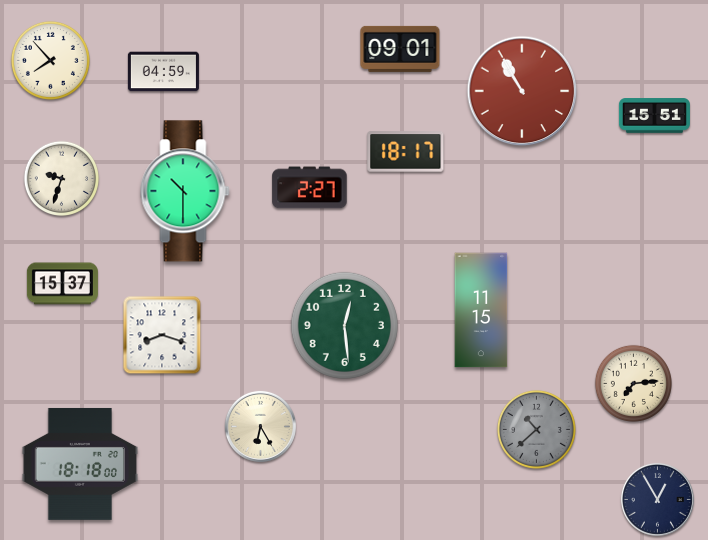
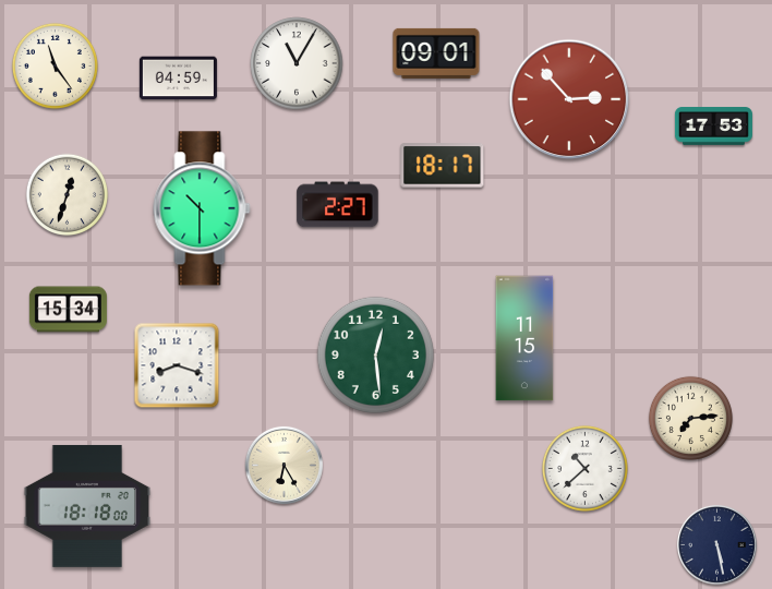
clock at (297, 63): none -> 11:05
clock at (50, 60): 7:53 -> 11:24
clock at (522, 91): 10:55 -> 2:53
clock at (654, 116): 15:51 -> 17:53
clock at (62, 179): 9:33 -> 12:33
clock at (62, 284): 15:37 -> 15:34
clock at (536, 429) dial: grey -> white
clock at (657, 499): 12:55 -> 5:28
